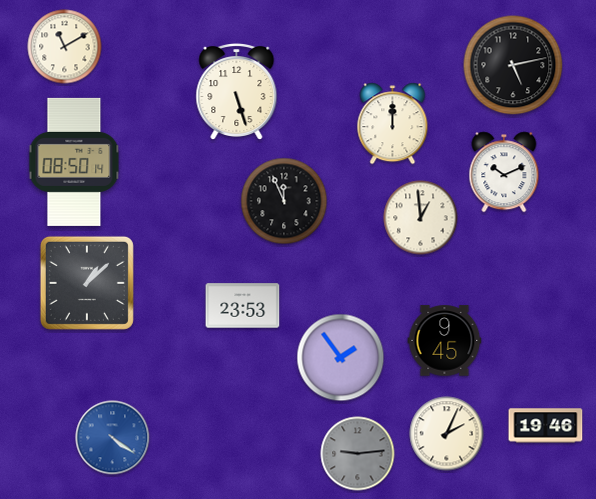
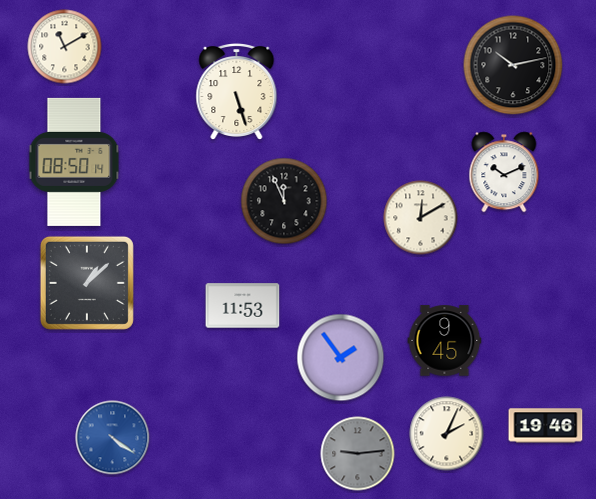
clock at (513, 65): 5:13 -> 10:13
clock at (393, 124): 12:00 -> none
clock at (421, 218): 12:59 -> 12:10
clock at (243, 306): 23:53 -> 11:53
